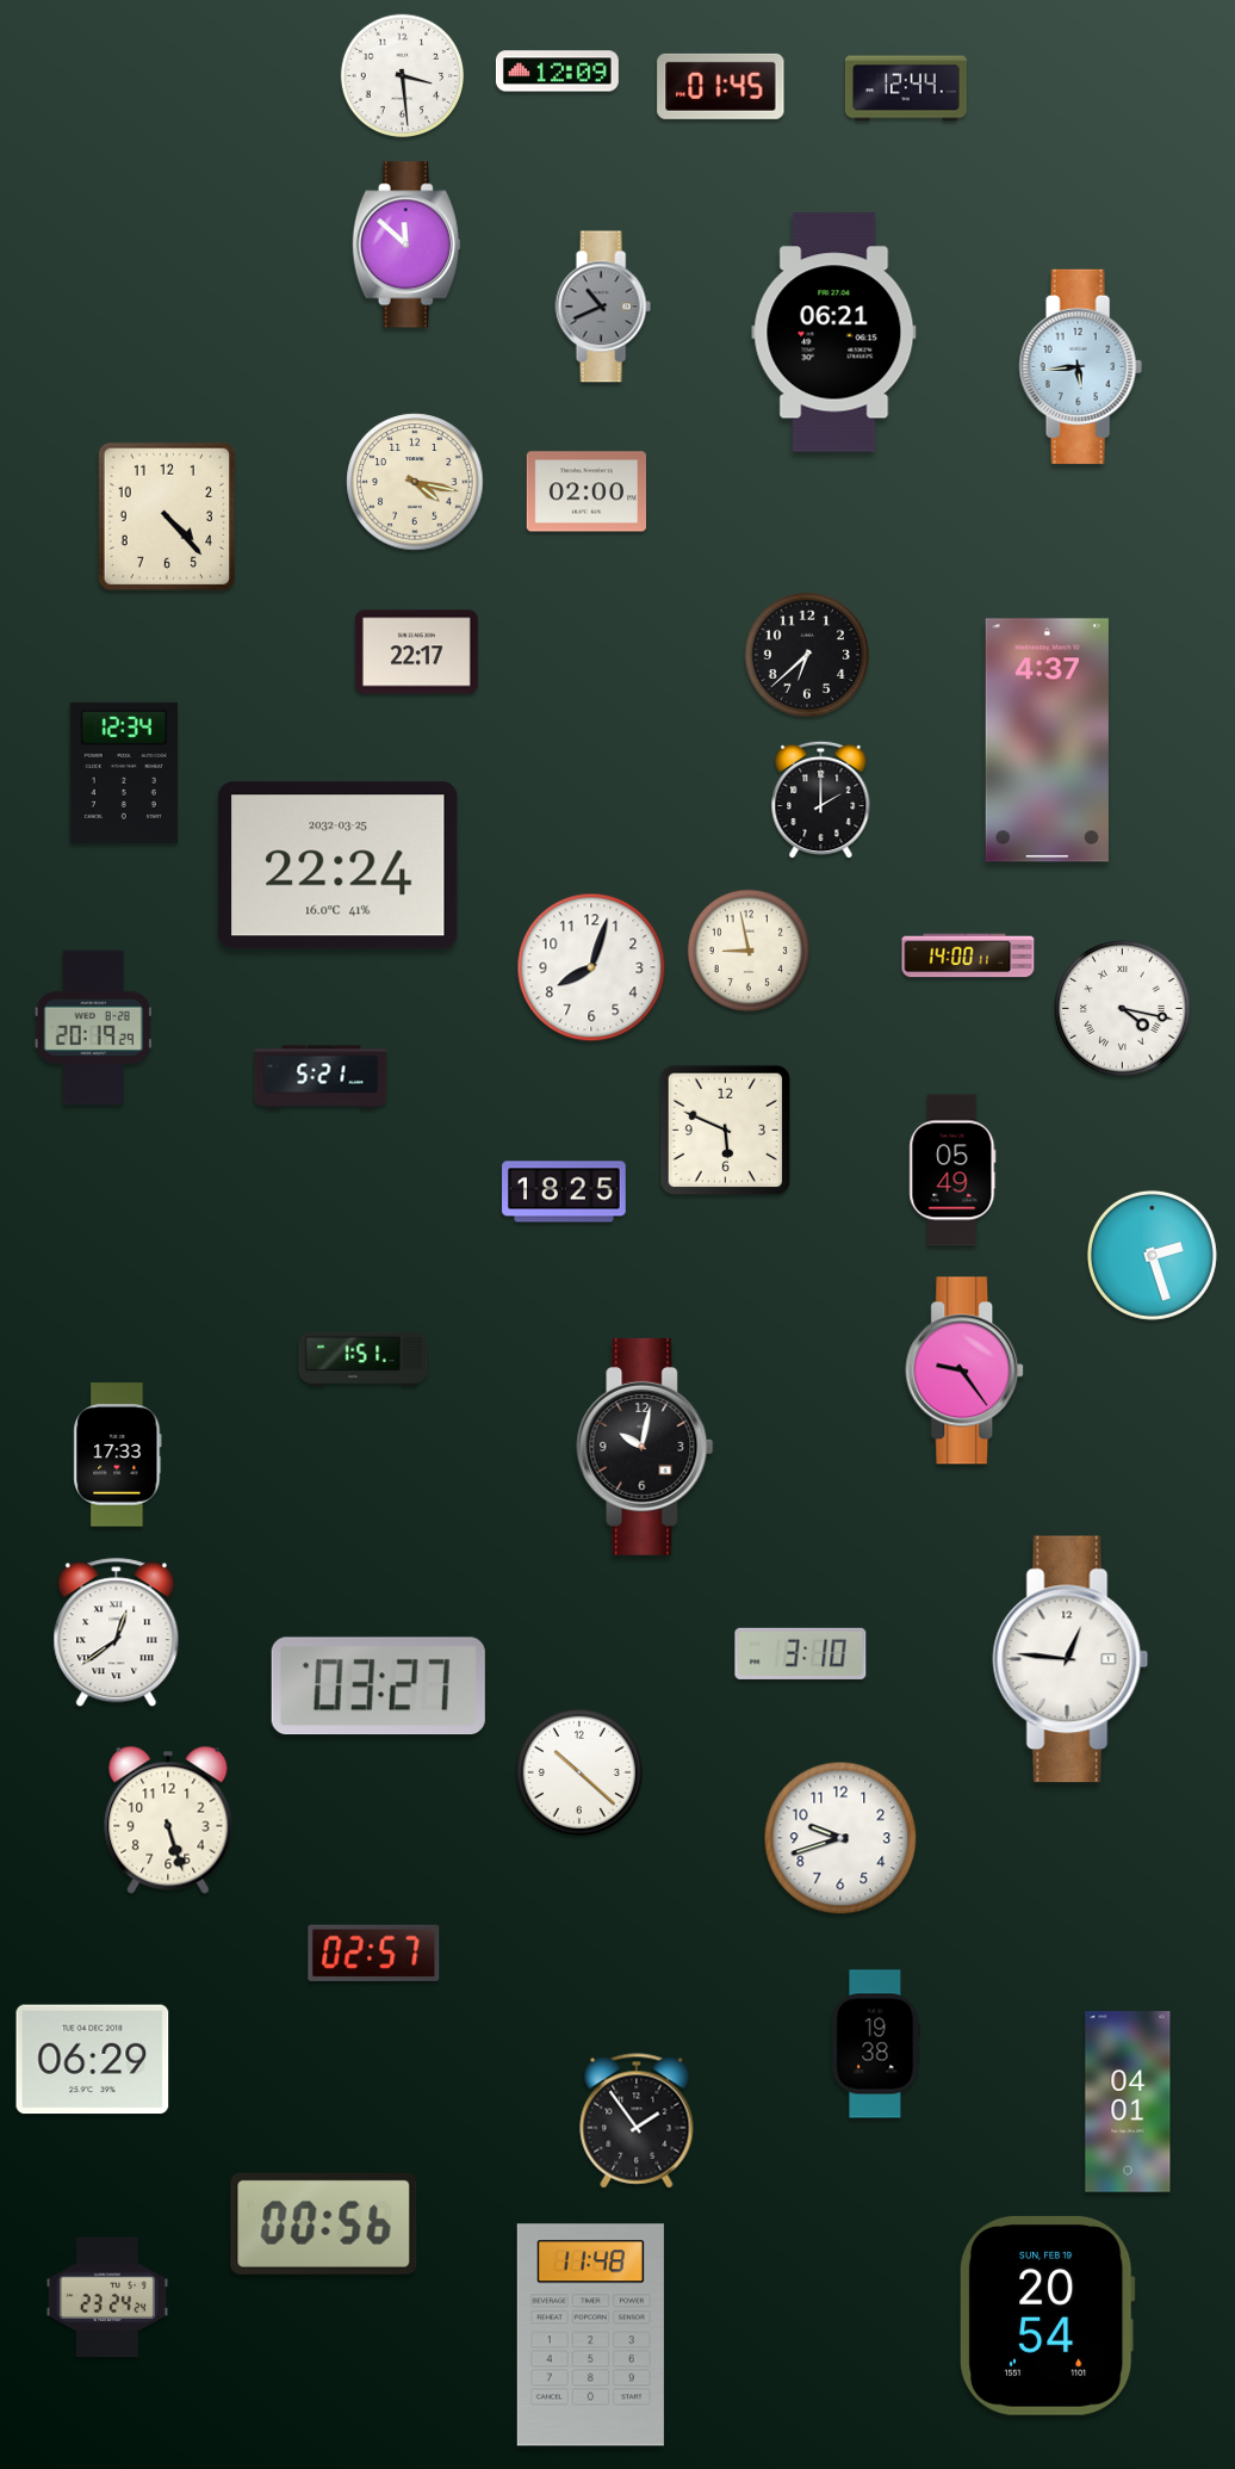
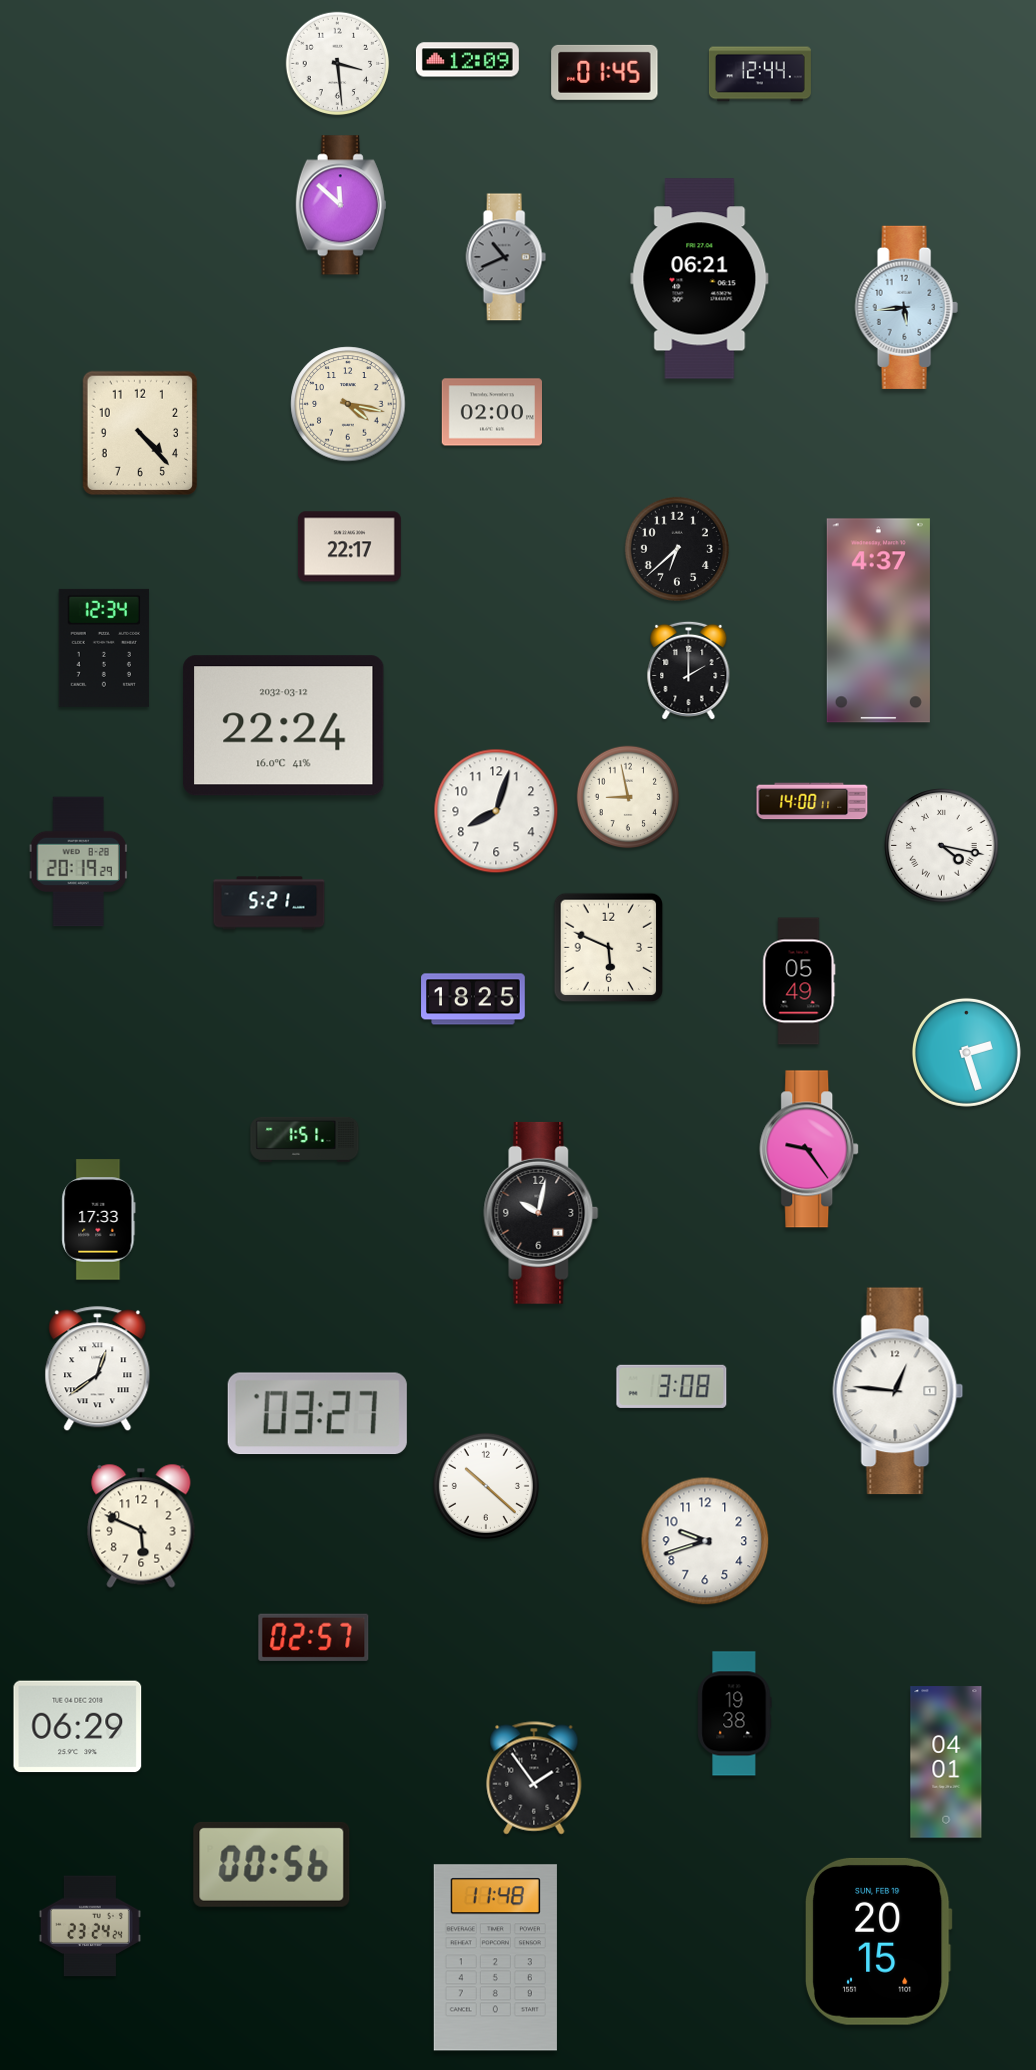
clock at (339, 866) date: 2032-03-25 -> 2032-03-12
clock at (801, 1653): 3:10 -> 3:08
clock at (168, 1820): 5:27 -> 5:49
clock at (1047, 2315): 20:54 -> 20:15
